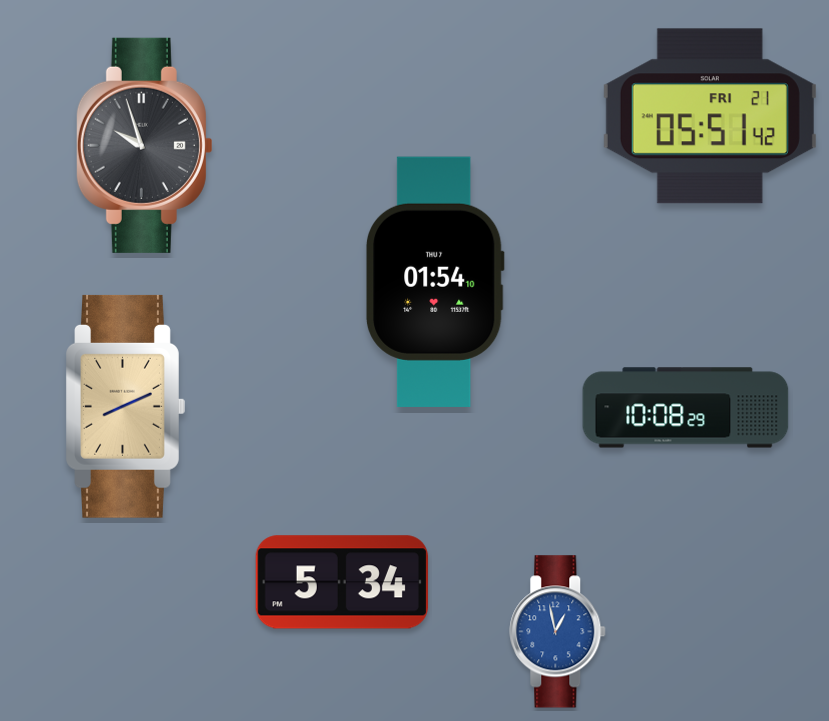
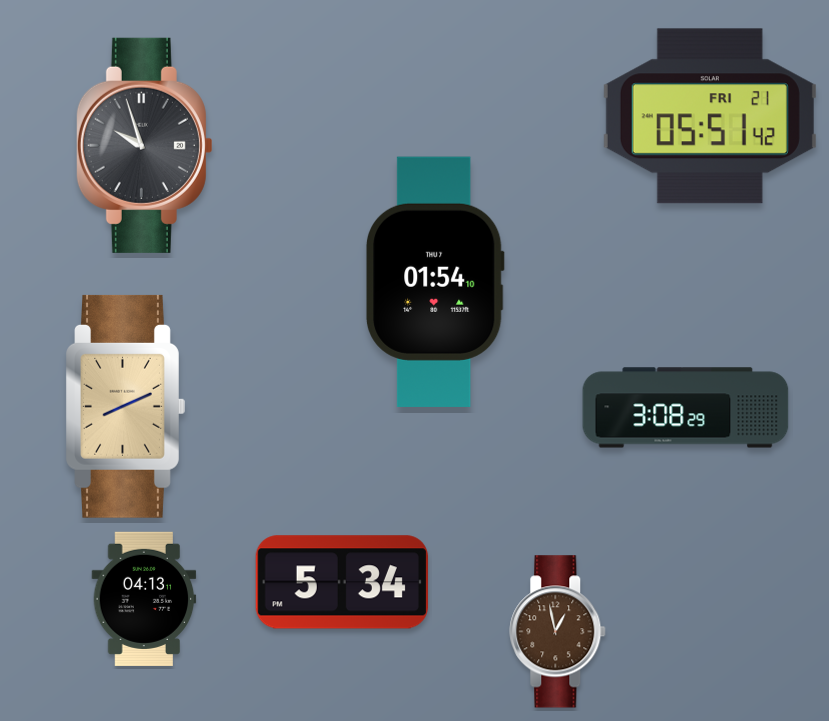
clock at (686, 408): 10:08 -> 3:08
clock at (144, 599): none -> 04:13
clock at (558, 632) dial: blue -> brown
